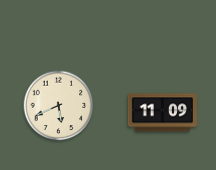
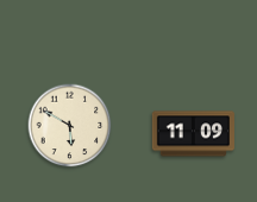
clock at (59, 106): 5:41 -> 5:50
